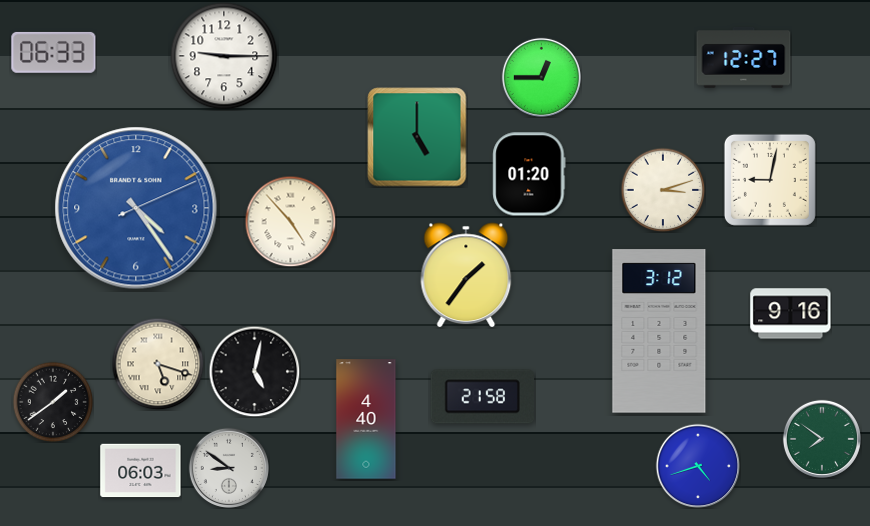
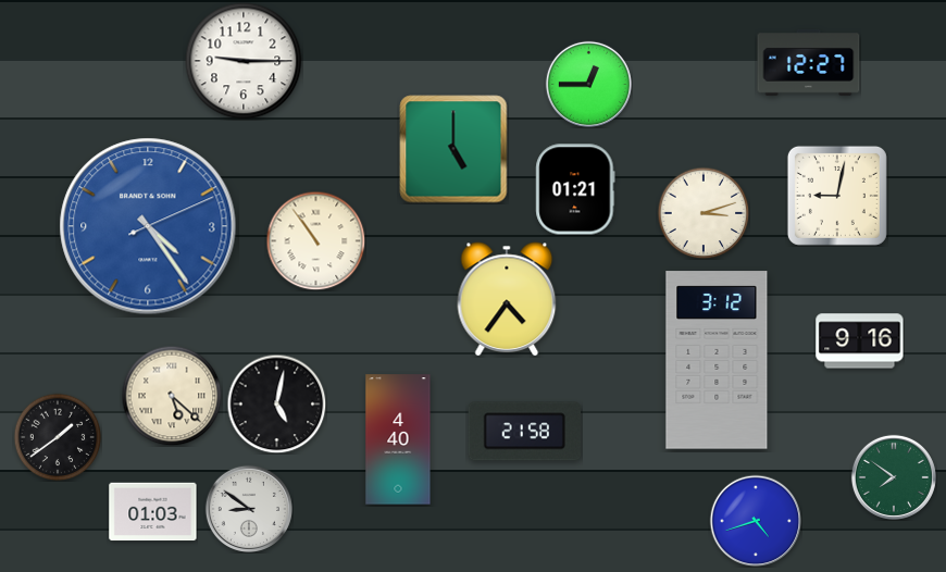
clock at (54, 52): 06:33 -> none
clock at (529, 174): 01:20 -> 01:21
clock at (663, 190) position: (663, 190) -> (704, 213)
clock at (290, 221): 4:53 -> 10:54
clock at (466, 275): 1:36 -> 4:36
clock at (158, 364): 5:18 -> 5:22
clock at (366, 419) position: (366, 419) -> (398, 439)
clock at (698, 466) position: (698, 466) -> (756, 521)
clock at (141, 471): 06:03 -> 01:03
